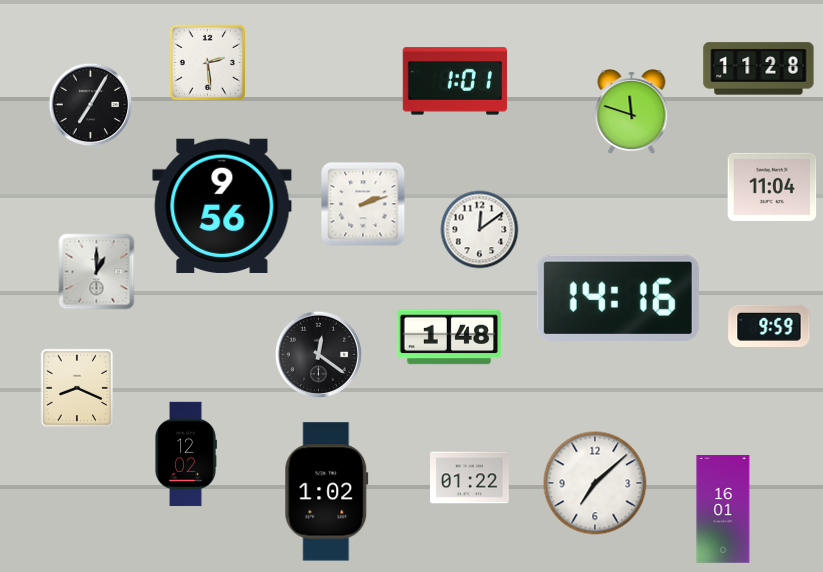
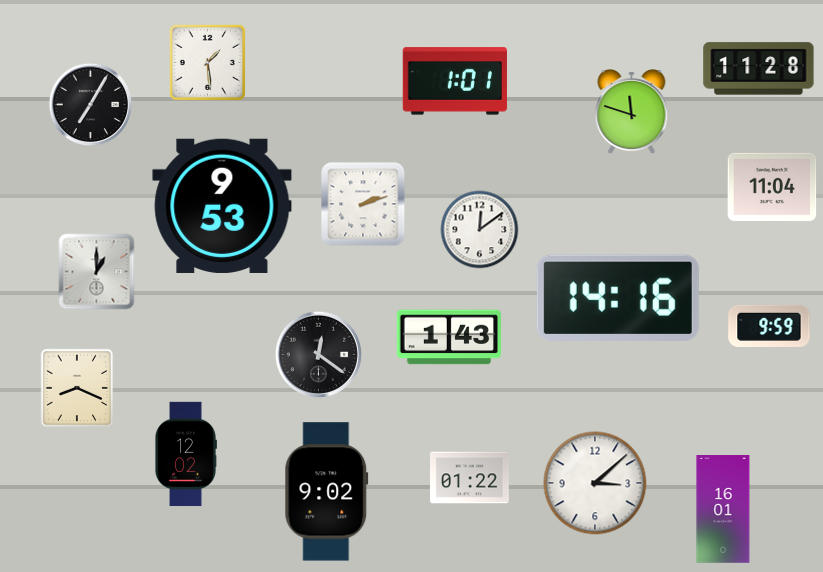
clock at (207, 62): 2:29 -> 1:29
clock at (222, 206): 9:56 -> 9:53
clock at (448, 337): 1:48 -> 1:43
clock at (595, 483): 7:08 -> 3:08
clock at (327, 492): 1:02 -> 9:02
